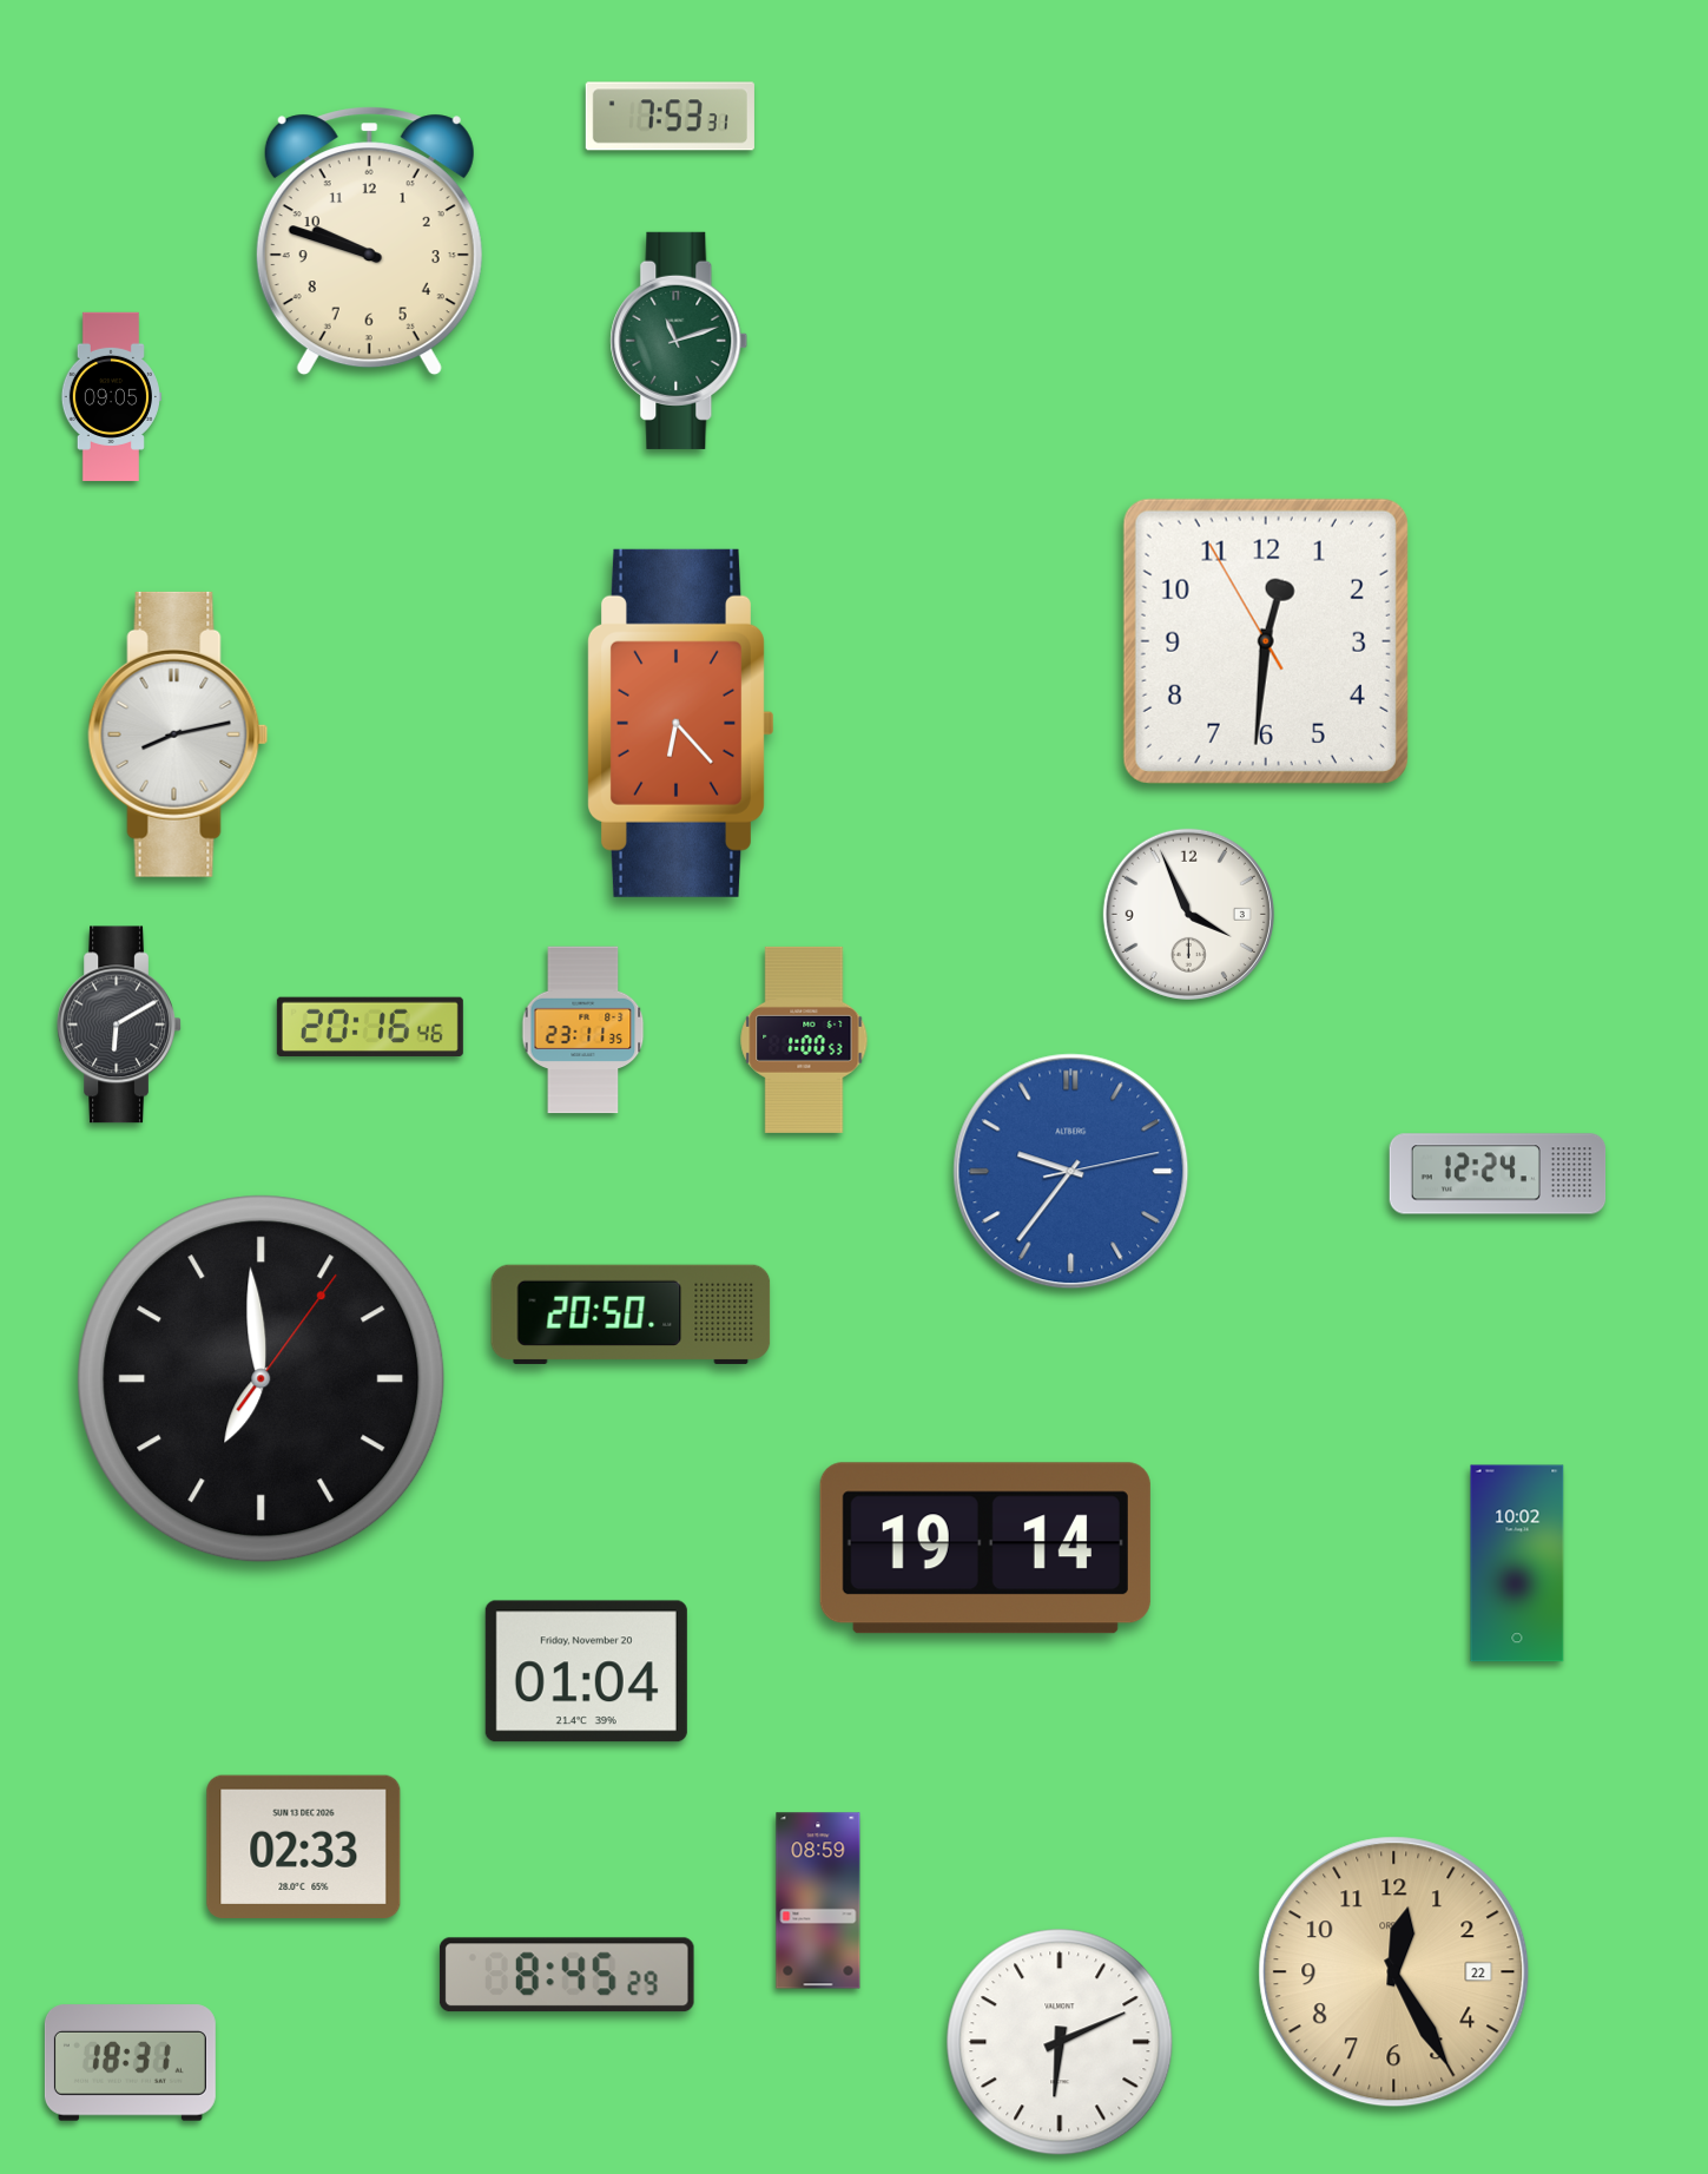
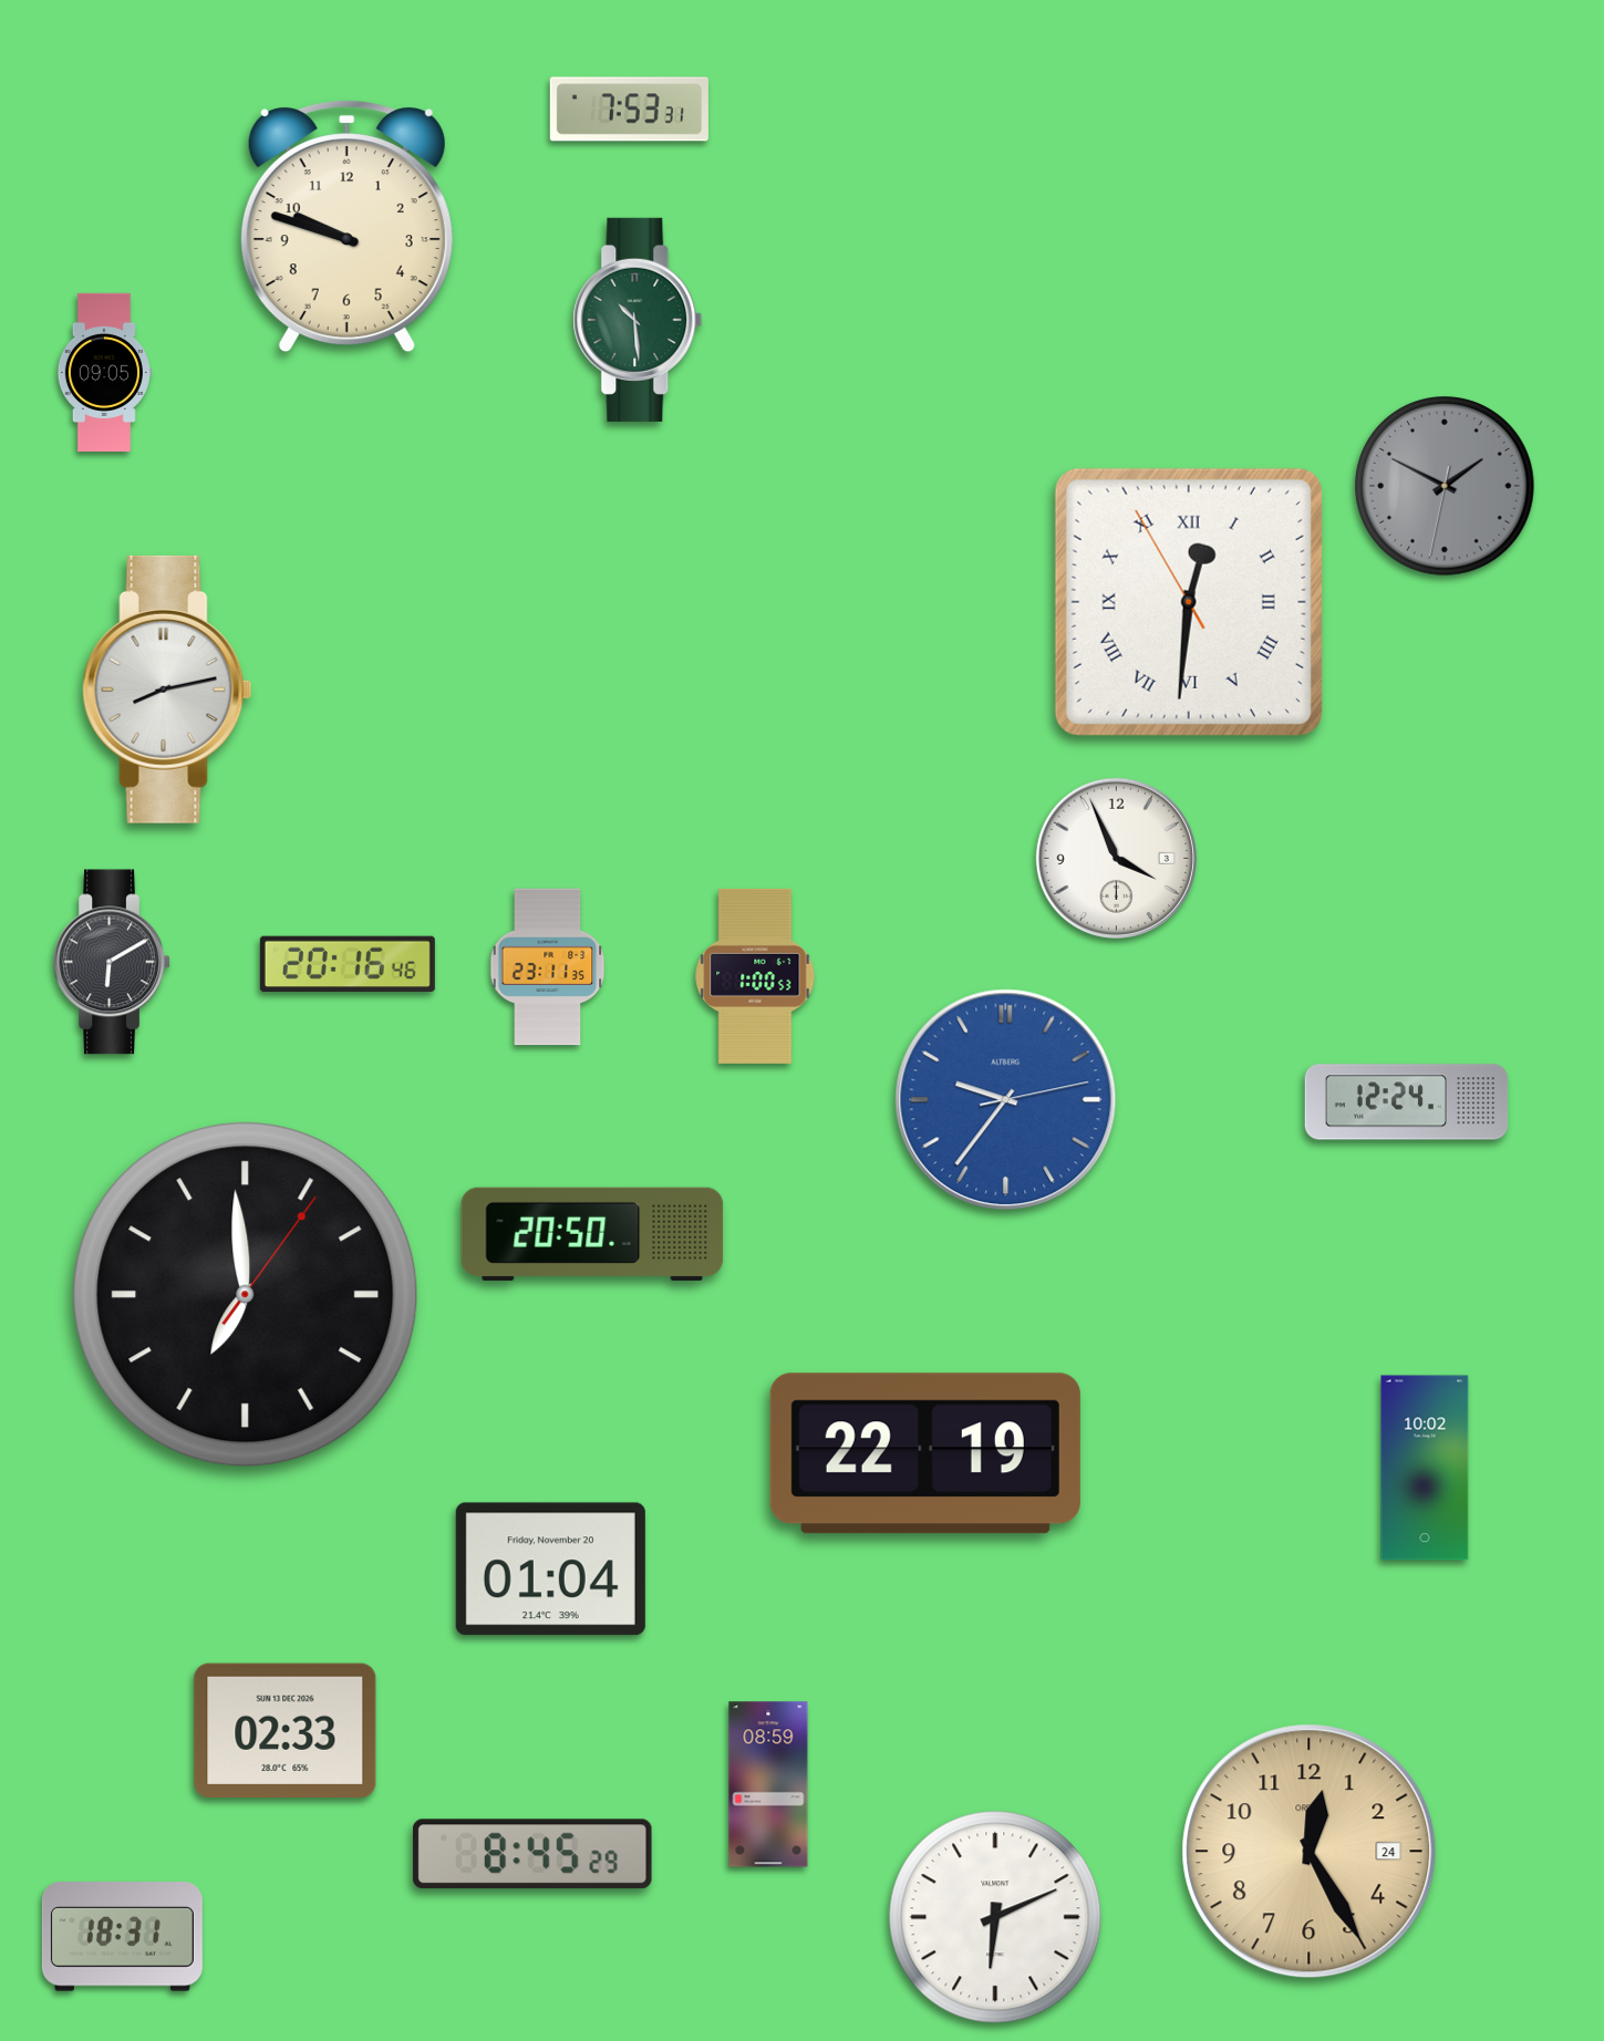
clock at (679, 341): 11:12 -> 10:29
clock at (1445, 486): none -> 1:49
clock at (1266, 641) numerals: Arabic -> Roman
clock at (680, 723): 6:23 -> none
clock at (985, 1548): 19:14 -> 22:19
clock at (304, 1846) position: (304, 1846) -> (286, 1730)
clock at (1394, 1972) date: 22 -> 24
